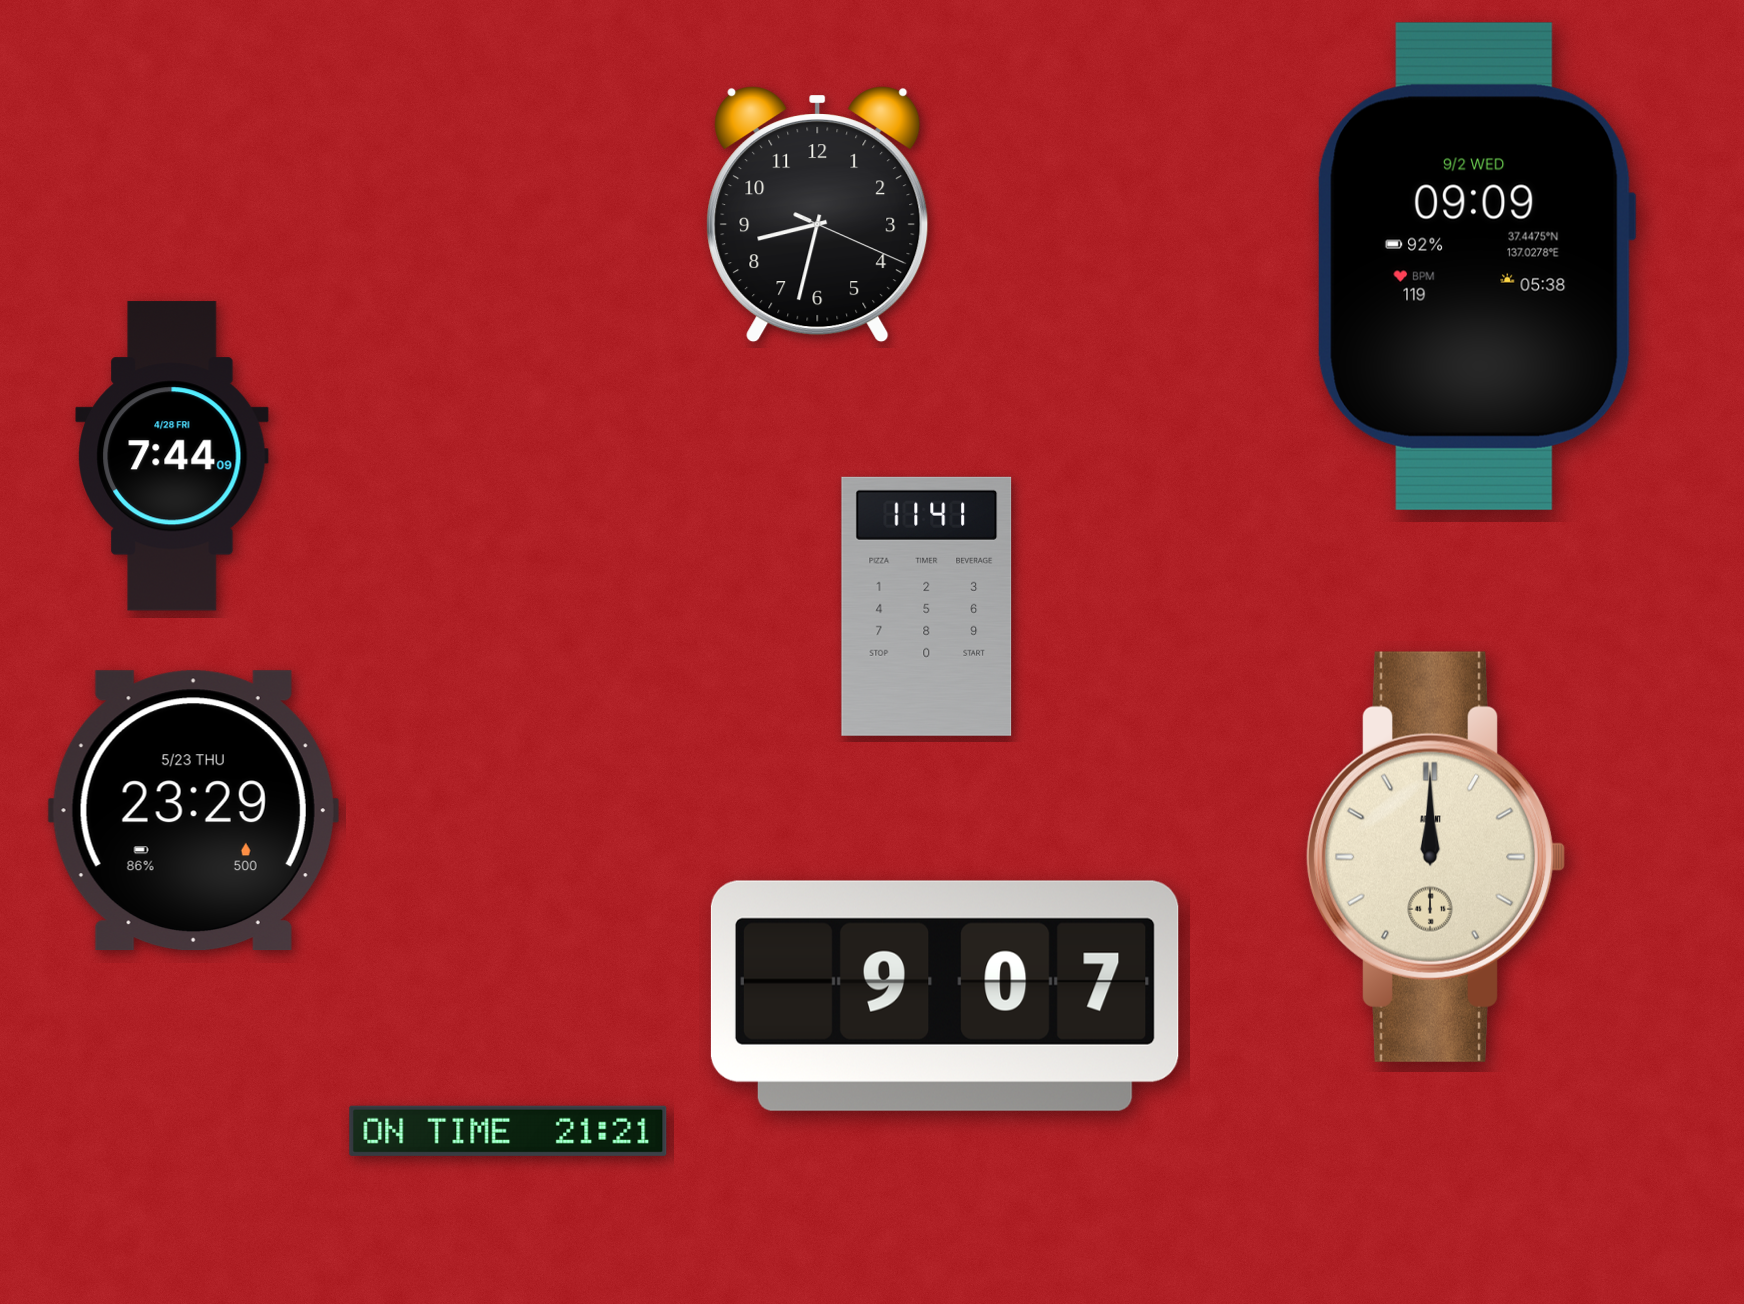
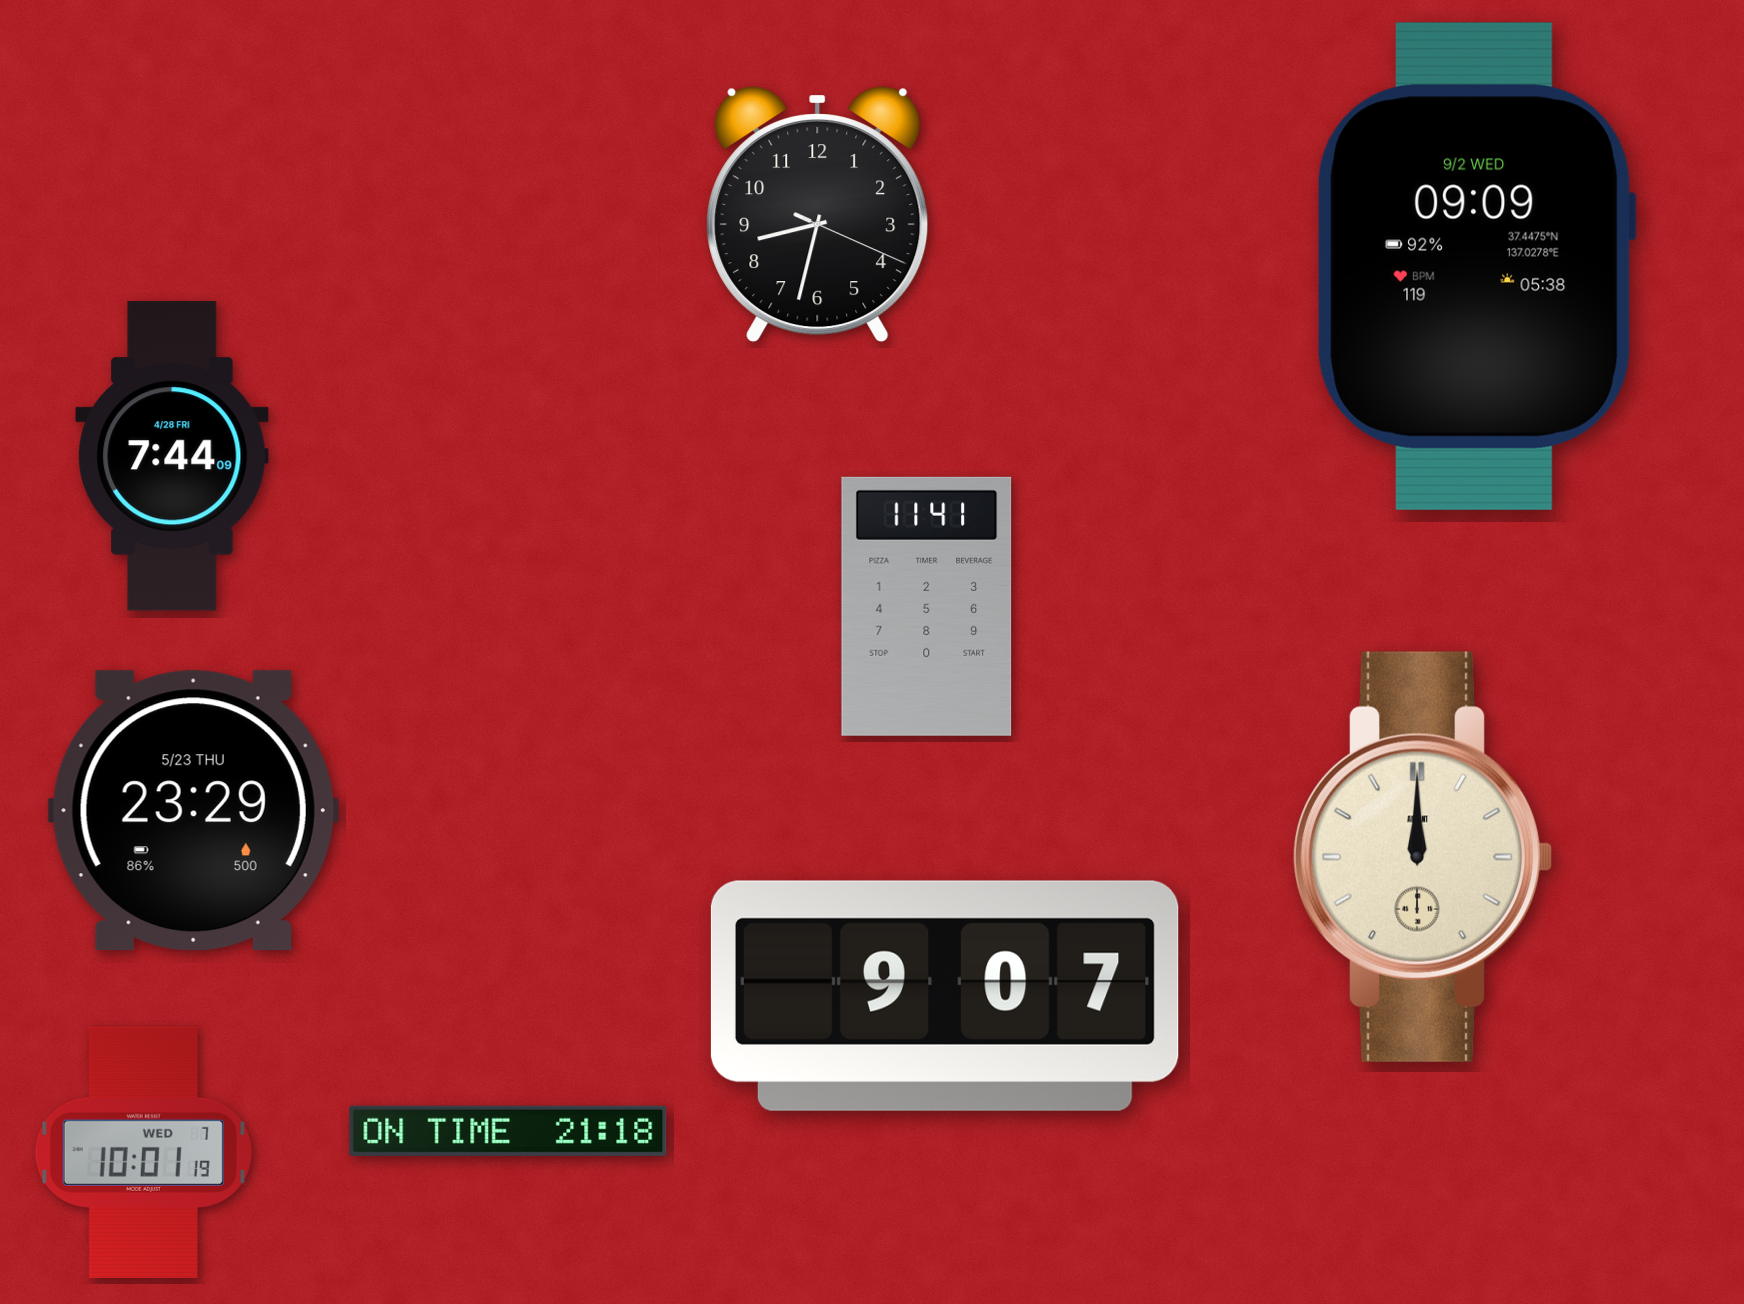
clock at (1436, 857) position: (1436, 857) -> (1423, 857)
clock at (508, 1131): 21:21 -> 21:18
clock at (143, 1152): none -> 10:01
